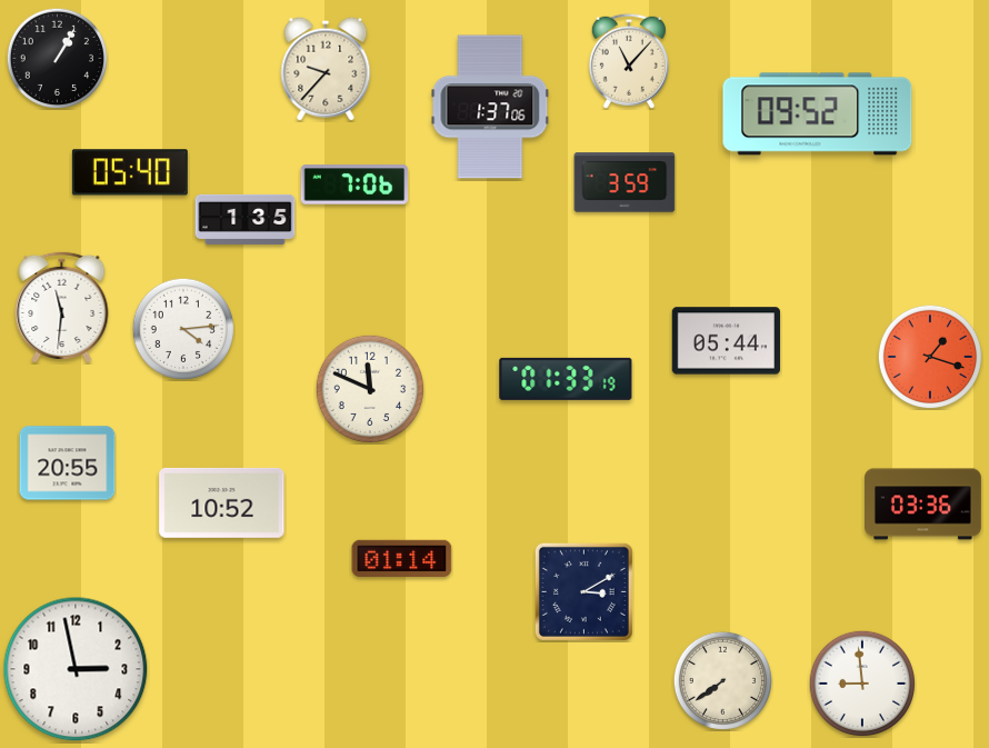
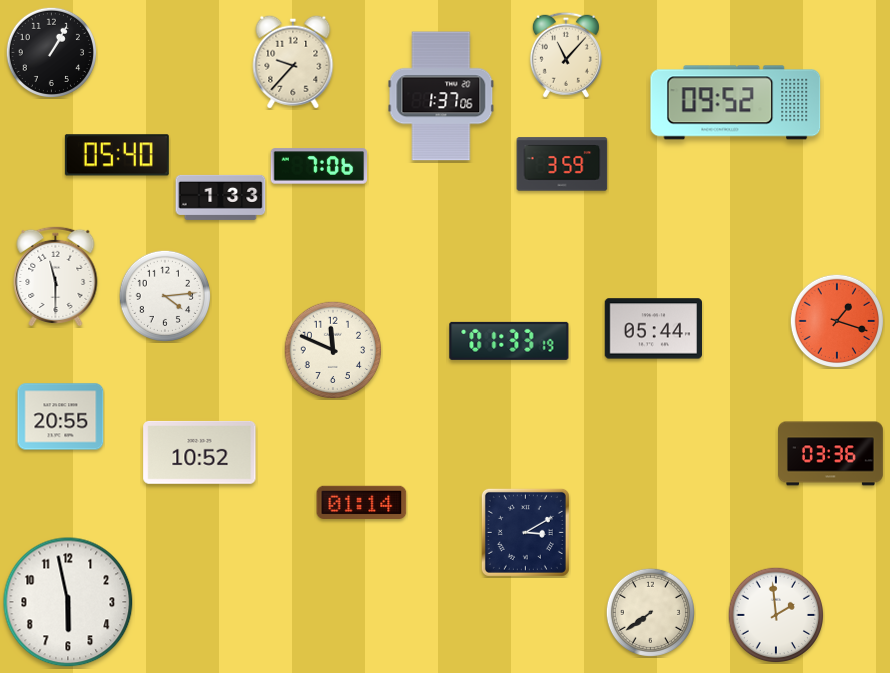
clock at (246, 219): 1:35 -> 1:33
clock at (62, 307): 11:31 -> 11:30
clock at (726, 341) position: (726, 341) -> (653, 329)
clock at (76, 669): 2:58 -> 5:58
clock at (862, 684): 8:59 -> 1:59
